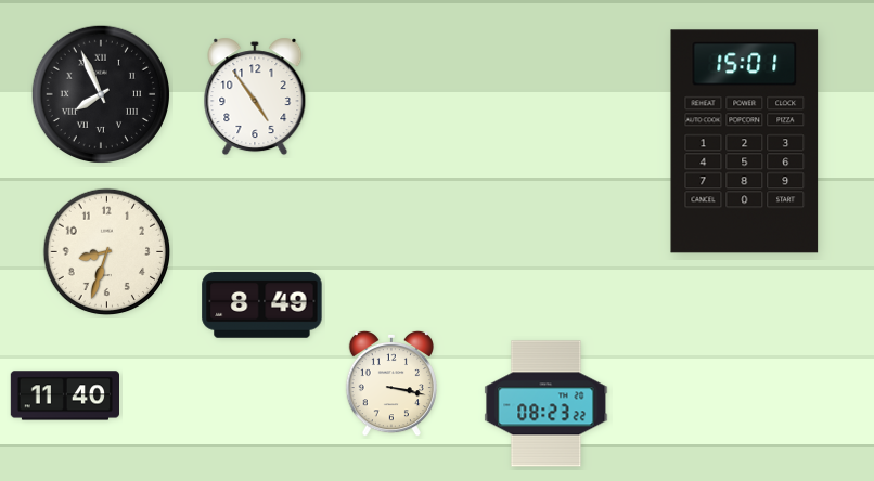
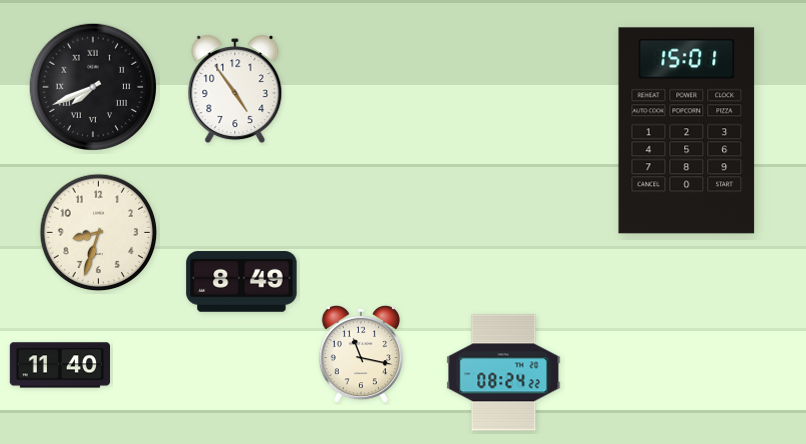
clock at (100, 93): 7:56 -> 7:41
clock at (391, 383): 3:17 -> 11:17
clock at (547, 404): 08:23 -> 08:24
